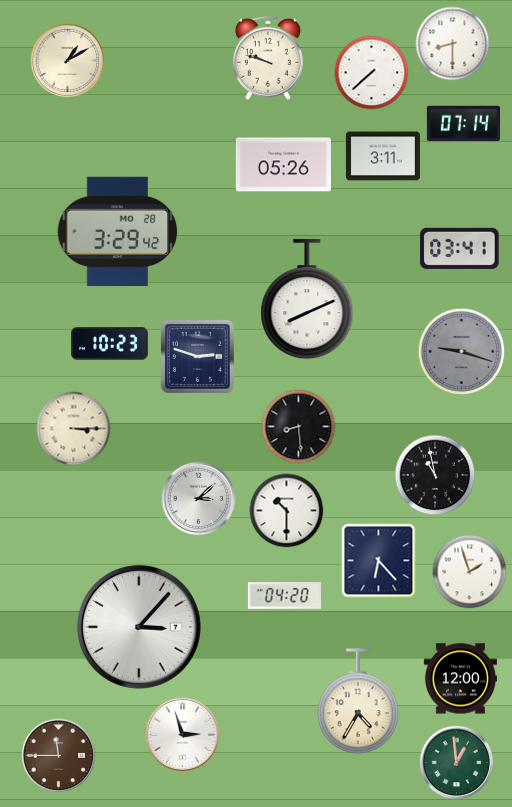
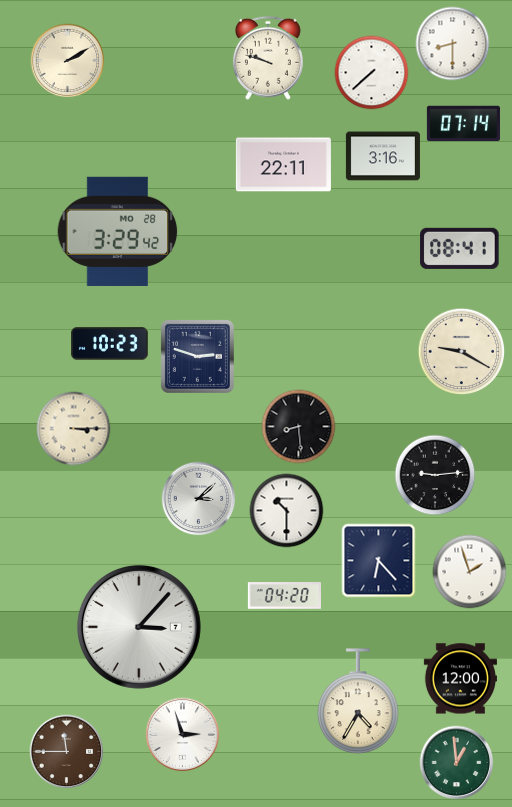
clock at (68, 61): 1:10 -> 2:10
clock at (383, 156): 3:11 -> 3:16
clock at (283, 165): 05:26 -> 22:11
clock at (460, 248): 03:41 -> 08:41
clock at (307, 300): 8:11 -> none
clock at (462, 352): 9:18 -> 9:20
clock at (462, 352) dial: grey -> cream
clock at (435, 475): 10:58 -> 9:14
clock at (59, 756) position: (59, 756) -> (67, 752)
